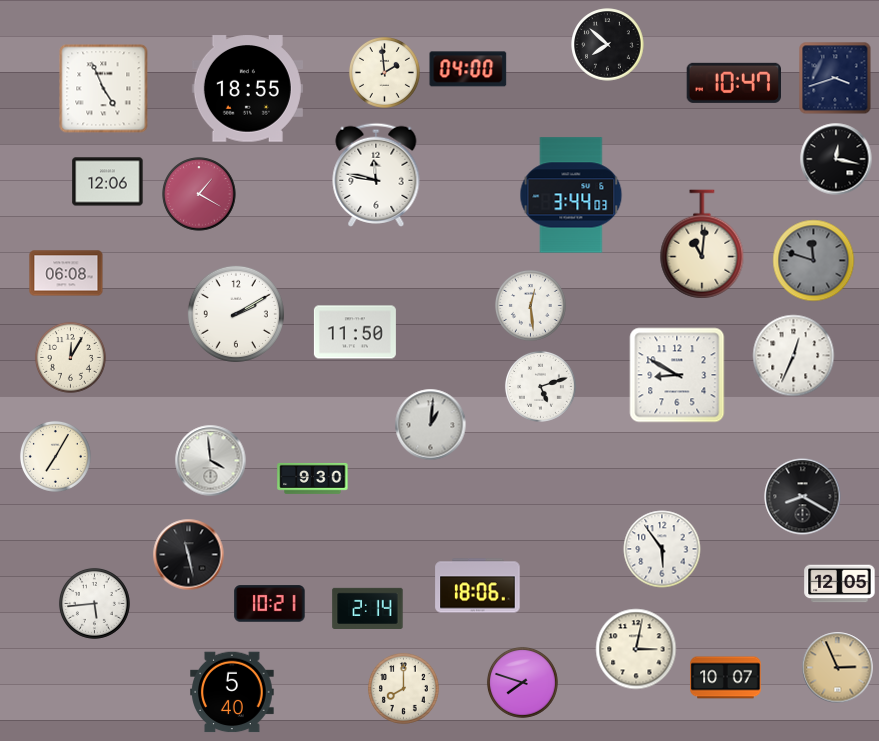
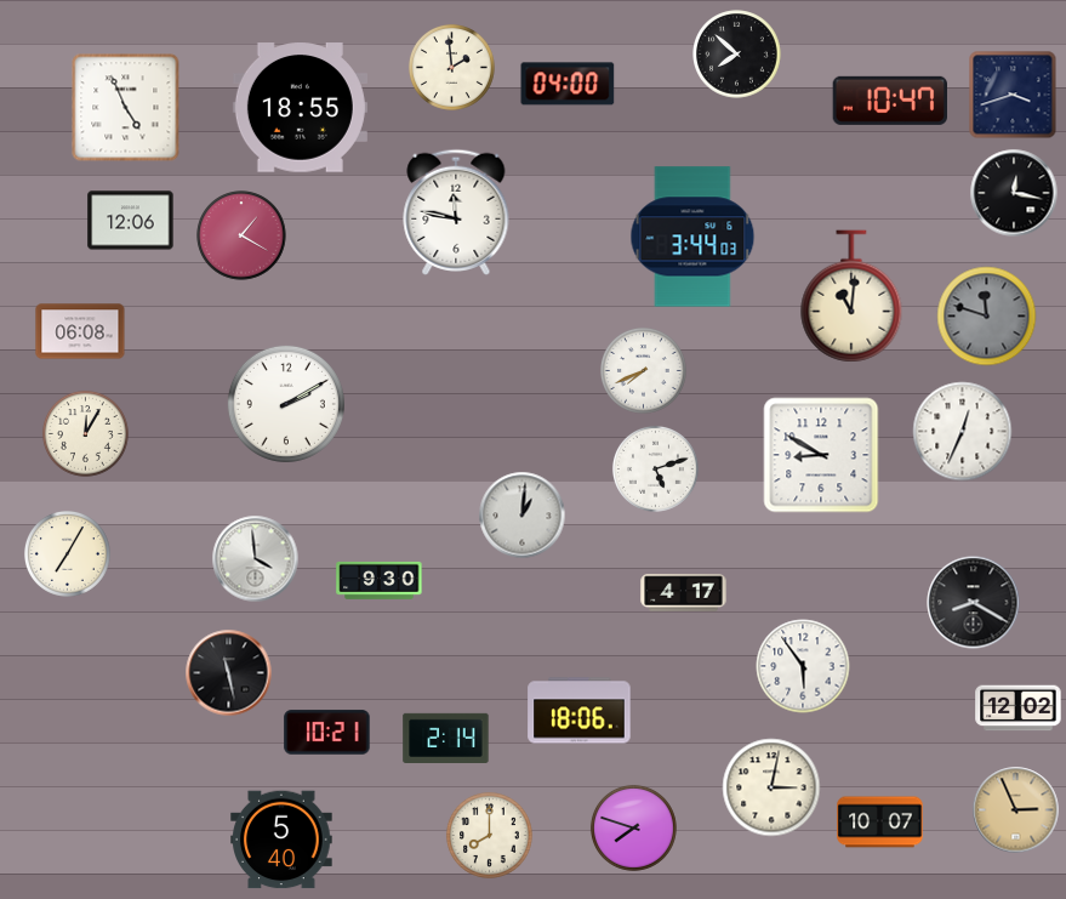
clock at (384, 72) position: (384, 72) -> (451, 67)
clock at (530, 305): 12:29 -> 7:41
clock at (236, 314) position: (236, 314) -> (286, 404)
clock at (355, 332): 11:50 -> none
clock at (684, 593): none -> 4:17
clock at (840, 584): 12:05 -> 12:02
clock at (94, 603): 5:44 -> none
